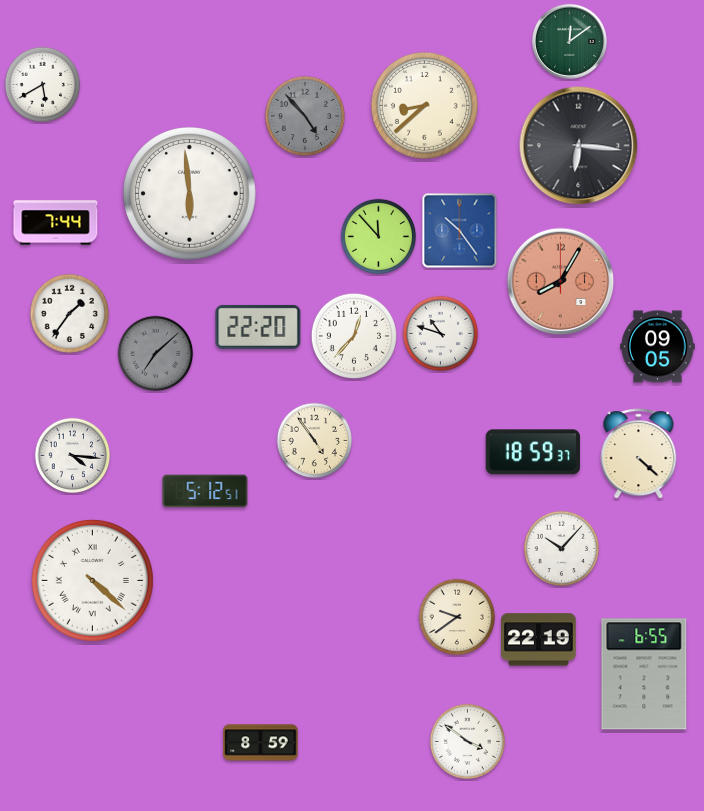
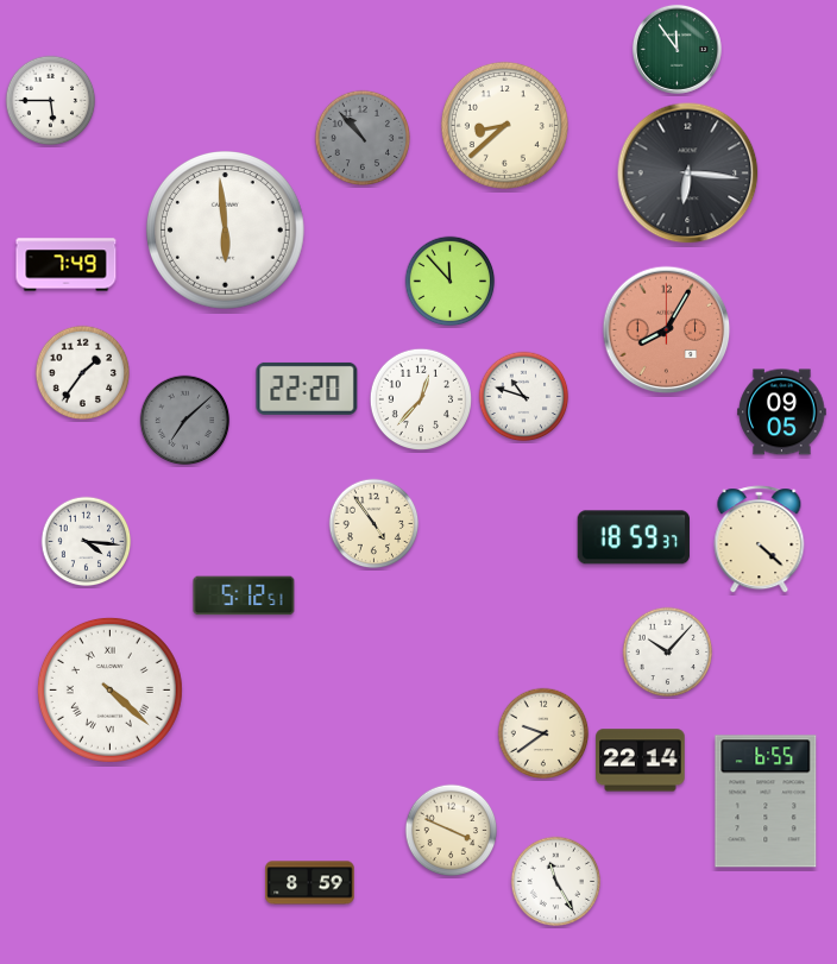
clock at (569, 41): 12:09 -> 11:54
clock at (43, 85): 5:40 -> 5:45
clock at (305, 116): 4:53 -> 10:53
clock at (56, 223): 7:44 -> 7:49
clock at (460, 231): 10:24 -> none
clock at (561, 282) position: (561, 282) -> (667, 330)
clock at (205, 491) position: (205, 491) -> (244, 596)
clock at (539, 640): 22:19 -> 22:14
clock at (452, 831): none -> 3:49
clock at (468, 742): 3:51 -> 11:25
